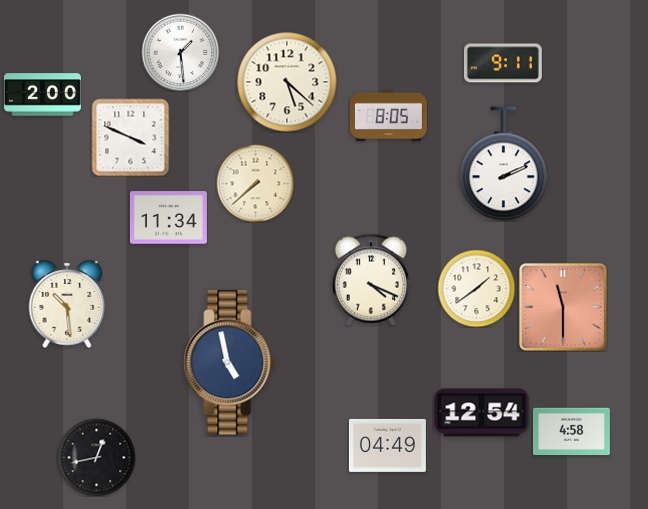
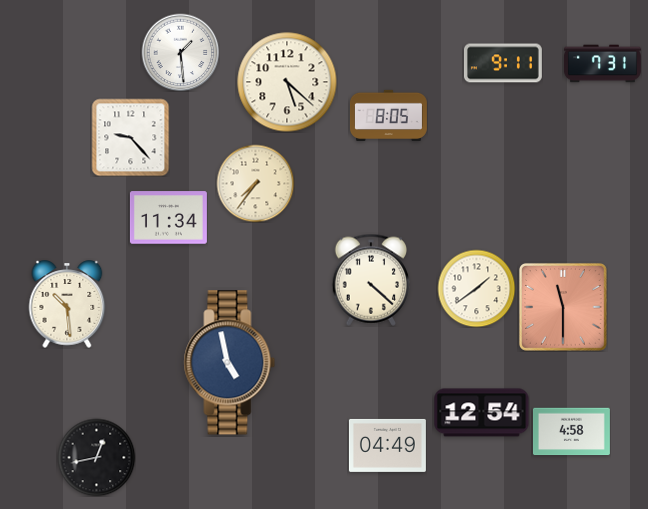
clock at (602, 64): none -> 7:31
clock at (42, 95): 2:00 -> none
clock at (130, 137): 3:49 -> 9:23
clock at (504, 164): 2:11 -> none
clock at (255, 183): 7:38 -> 7:36
clock at (370, 280): 4:19 -> 4:22
